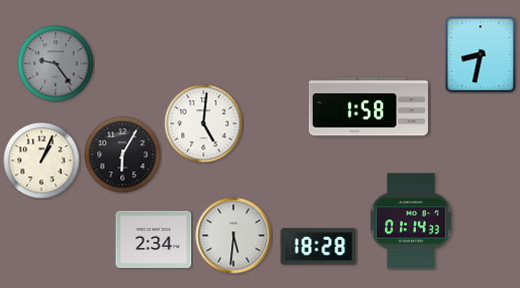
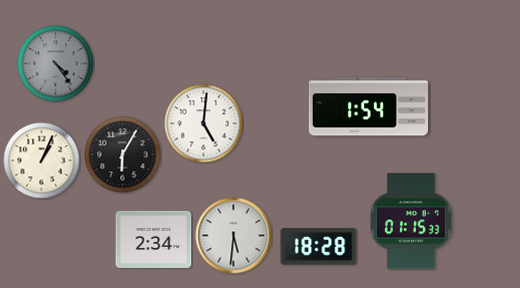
clock at (481, 54): 8:32 -> none
clock at (56, 64): 9:24 -> 4:24
clock at (368, 107): 1:58 -> 1:54
clock at (411, 221): 01:14 -> 01:15
